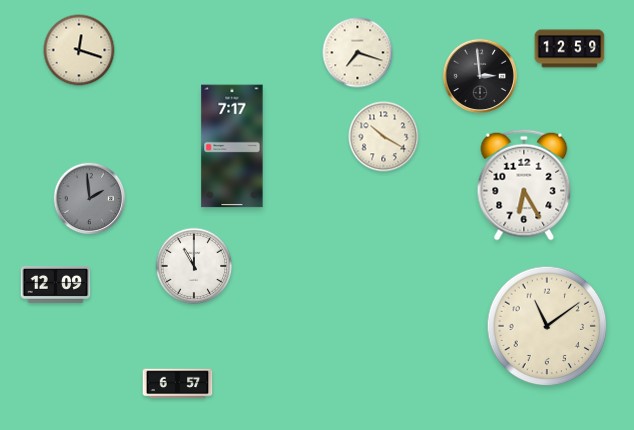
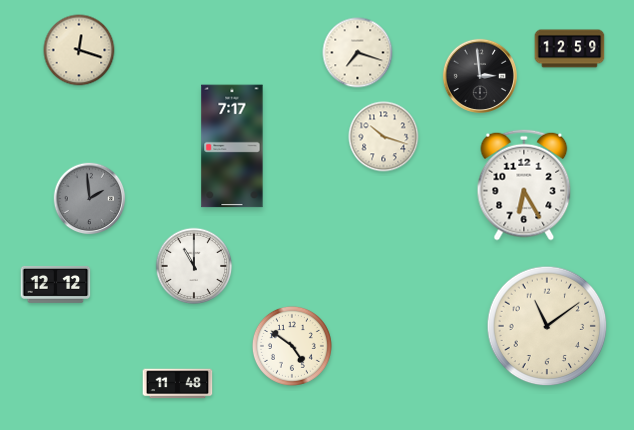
clock at (384, 137): 10:20 -> 10:18
clock at (56, 284): 12:09 -> 12:12
clock at (292, 346): none -> 4:51
clock at (178, 384): 6:57 -> 11:48
